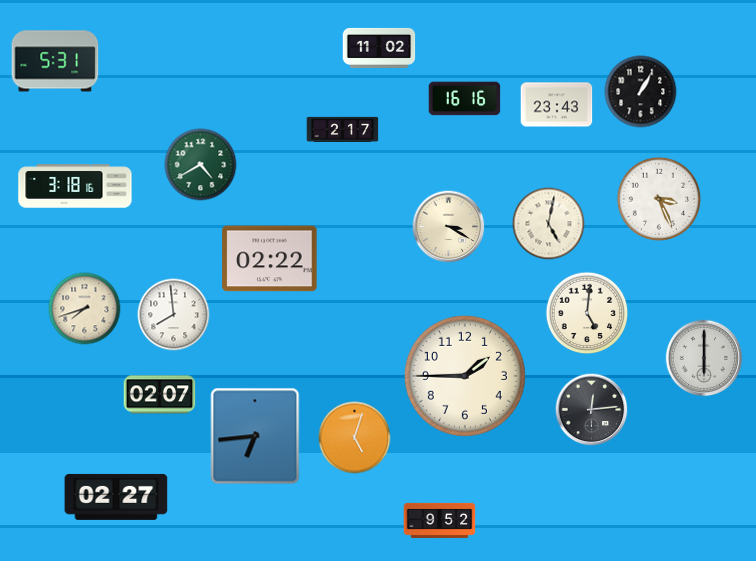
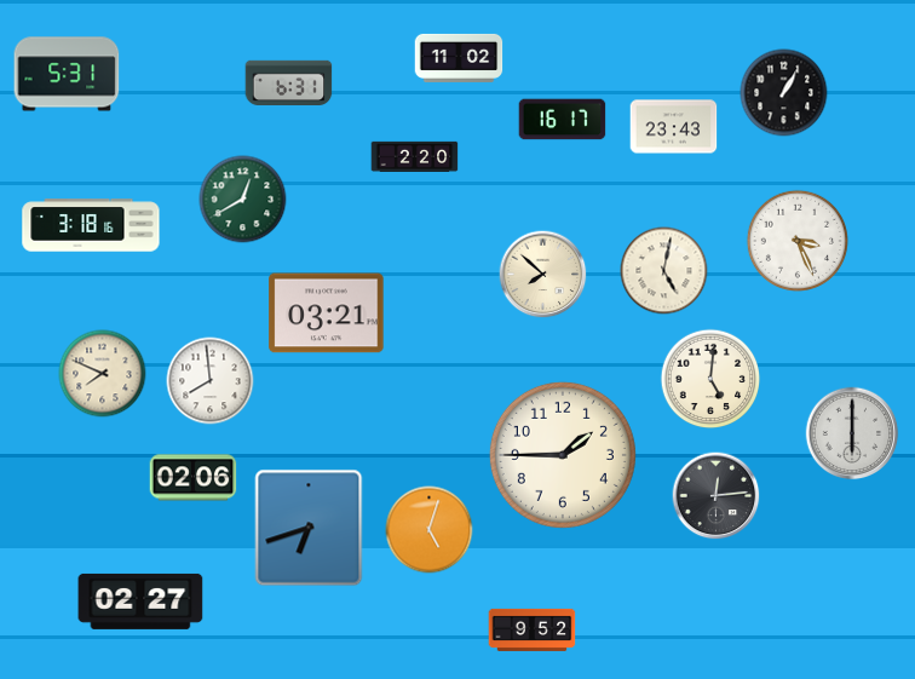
clock at (289, 82): none -> 6:31
clock at (641, 92) position: (641, 92) -> (784, 93)
clock at (465, 99): 16:16 -> 16:17
clock at (343, 129): 2:17 -> 2:20
clock at (201, 165): 4:40 -> 12:40
clock at (449, 227): 3:20 -> 7:52
clock at (270, 259): 02:22 -> 03:21
clock at (85, 309): 7:42 -> 7:49
clock at (160, 395): 02:07 -> 02:06
clock at (255, 436): 6:44 -> 6:42
